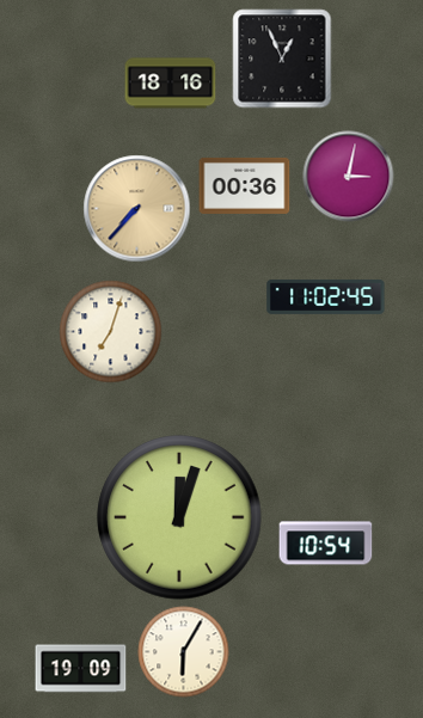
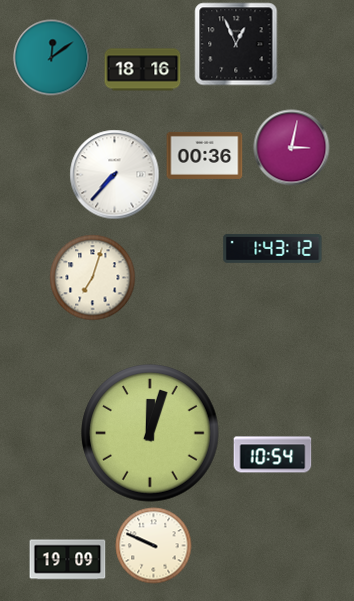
clock at (282, 59) position: (282, 59) -> (236, 44)
clock at (52, 58): none -> 12:09
clock at (137, 209) dial: champagne -> white
clock at (326, 296): 11:02 -> 1:43
clock at (184, 652): 6:05 -> 9:49
